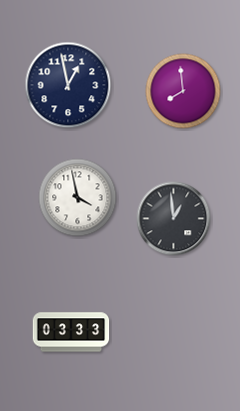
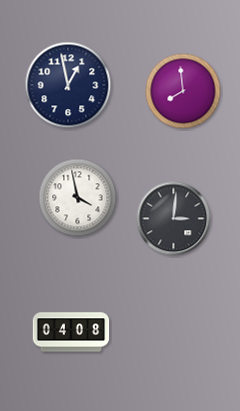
clock at (174, 219): 12:59 -> 3:01
clock at (71, 332): 03:33 -> 04:08
